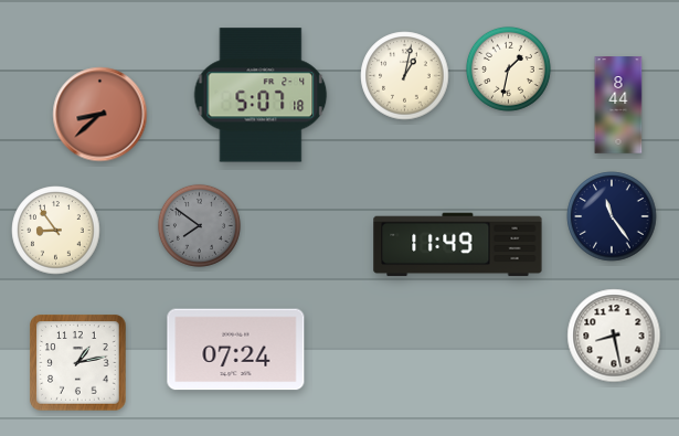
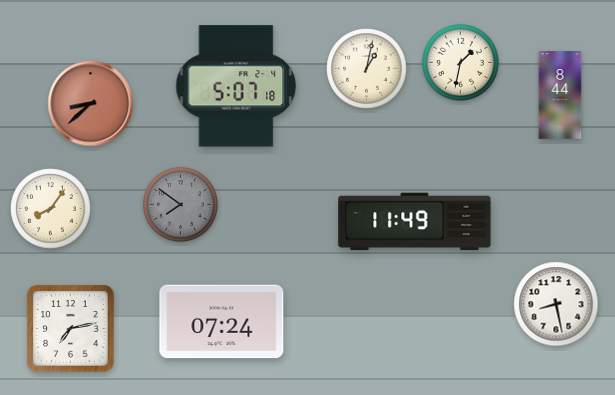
clock at (612, 216): 11:24 -> none
clock at (56, 231): 8:54 -> 8:06
clock at (236, 350) position: (236, 350) -> (222, 322)
clock at (78, 363): 1:13 -> 7:13
